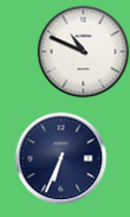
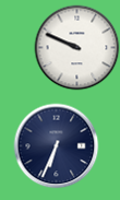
clock at (83, 51): 10:49 -> 9:49
